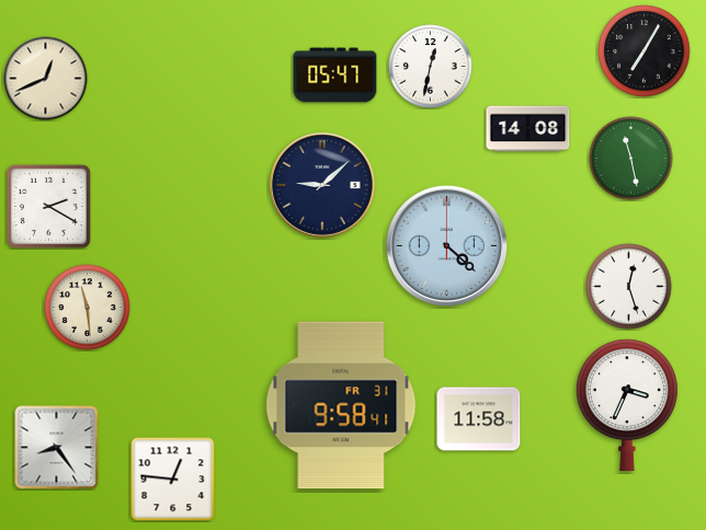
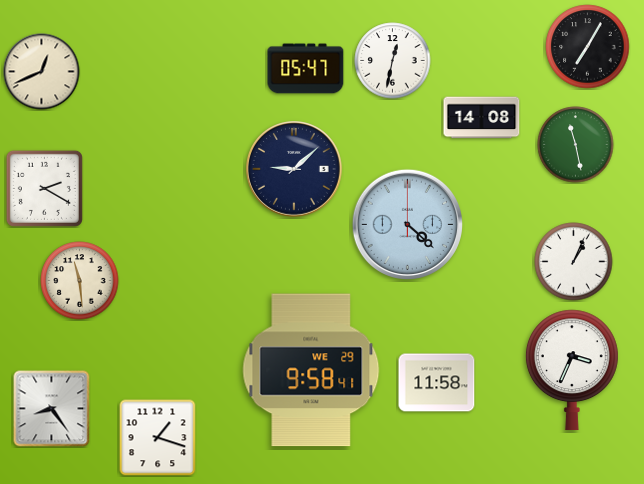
clock at (629, 287): 12:27 -> 1:04
clock at (341, 405) date: FR 31 -> WE 29
clock at (172, 479): 12:46 -> 1:18
